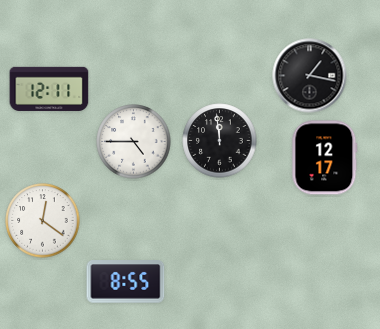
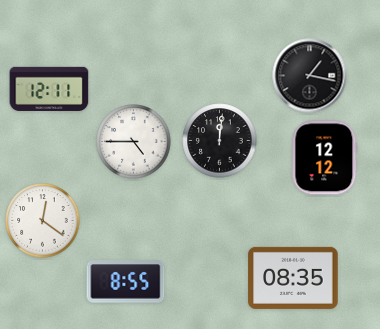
clock at (220, 141): 11:59 -> 12:01
clock at (325, 158): 12:17 -> 12:12
clock at (293, 278): none -> 08:35
